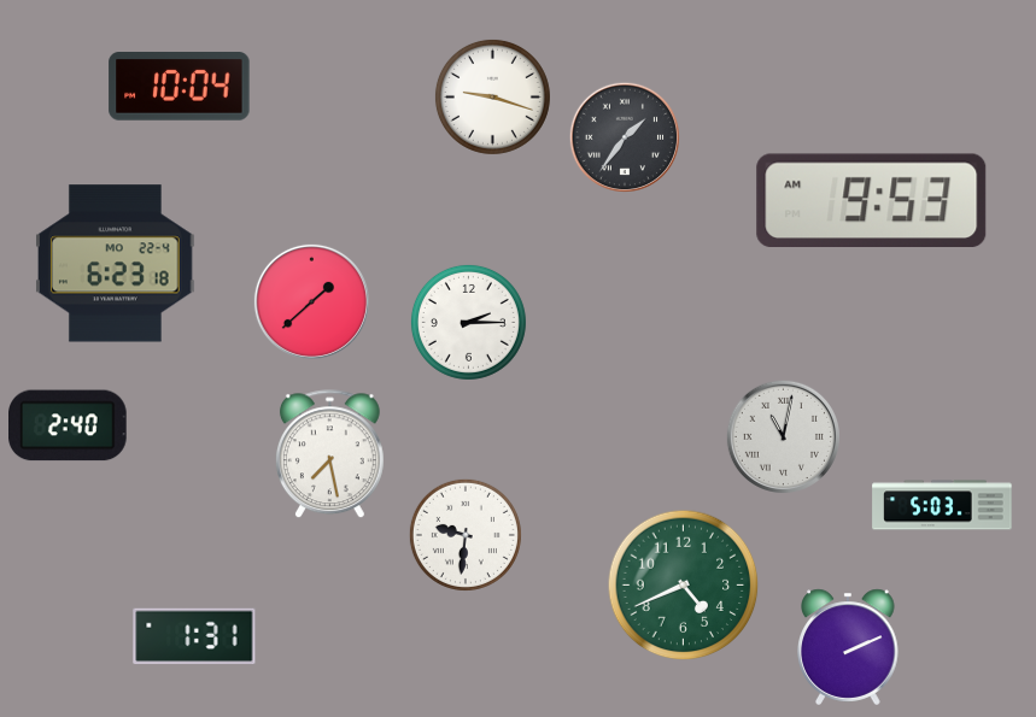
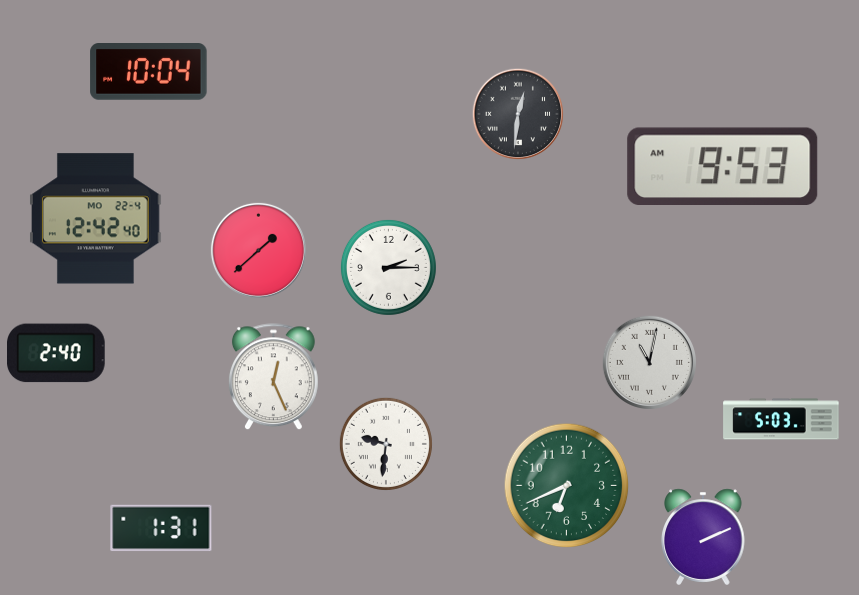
clock at (492, 96): 9:18 -> none
clock at (624, 136): 1:36 -> 12:31
clock at (116, 264): 6:23 -> 12:42
clock at (329, 454): 7:28 -> 12:26
clock at (684, 586): 4:41 -> 6:41
